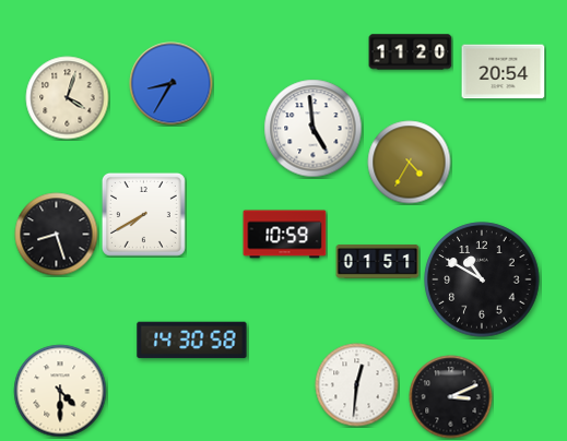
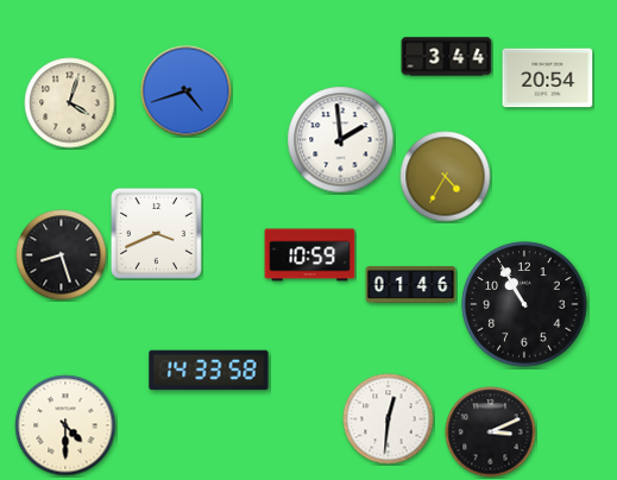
clock at (411, 52): 11:20 -> 3:44
clock at (172, 84): 8:35 -> 4:42
clock at (68, 98) position: (68, 98) -> (70, 103)
clock at (314, 129): 4:59 -> 1:59
clock at (143, 214): 7:40 -> 3:41
clock at (378, 262): 01:51 -> 01:46
clock at (482, 279): 10:50 -> 10:55
clock at (192, 341): 14:30 -> 14:33
